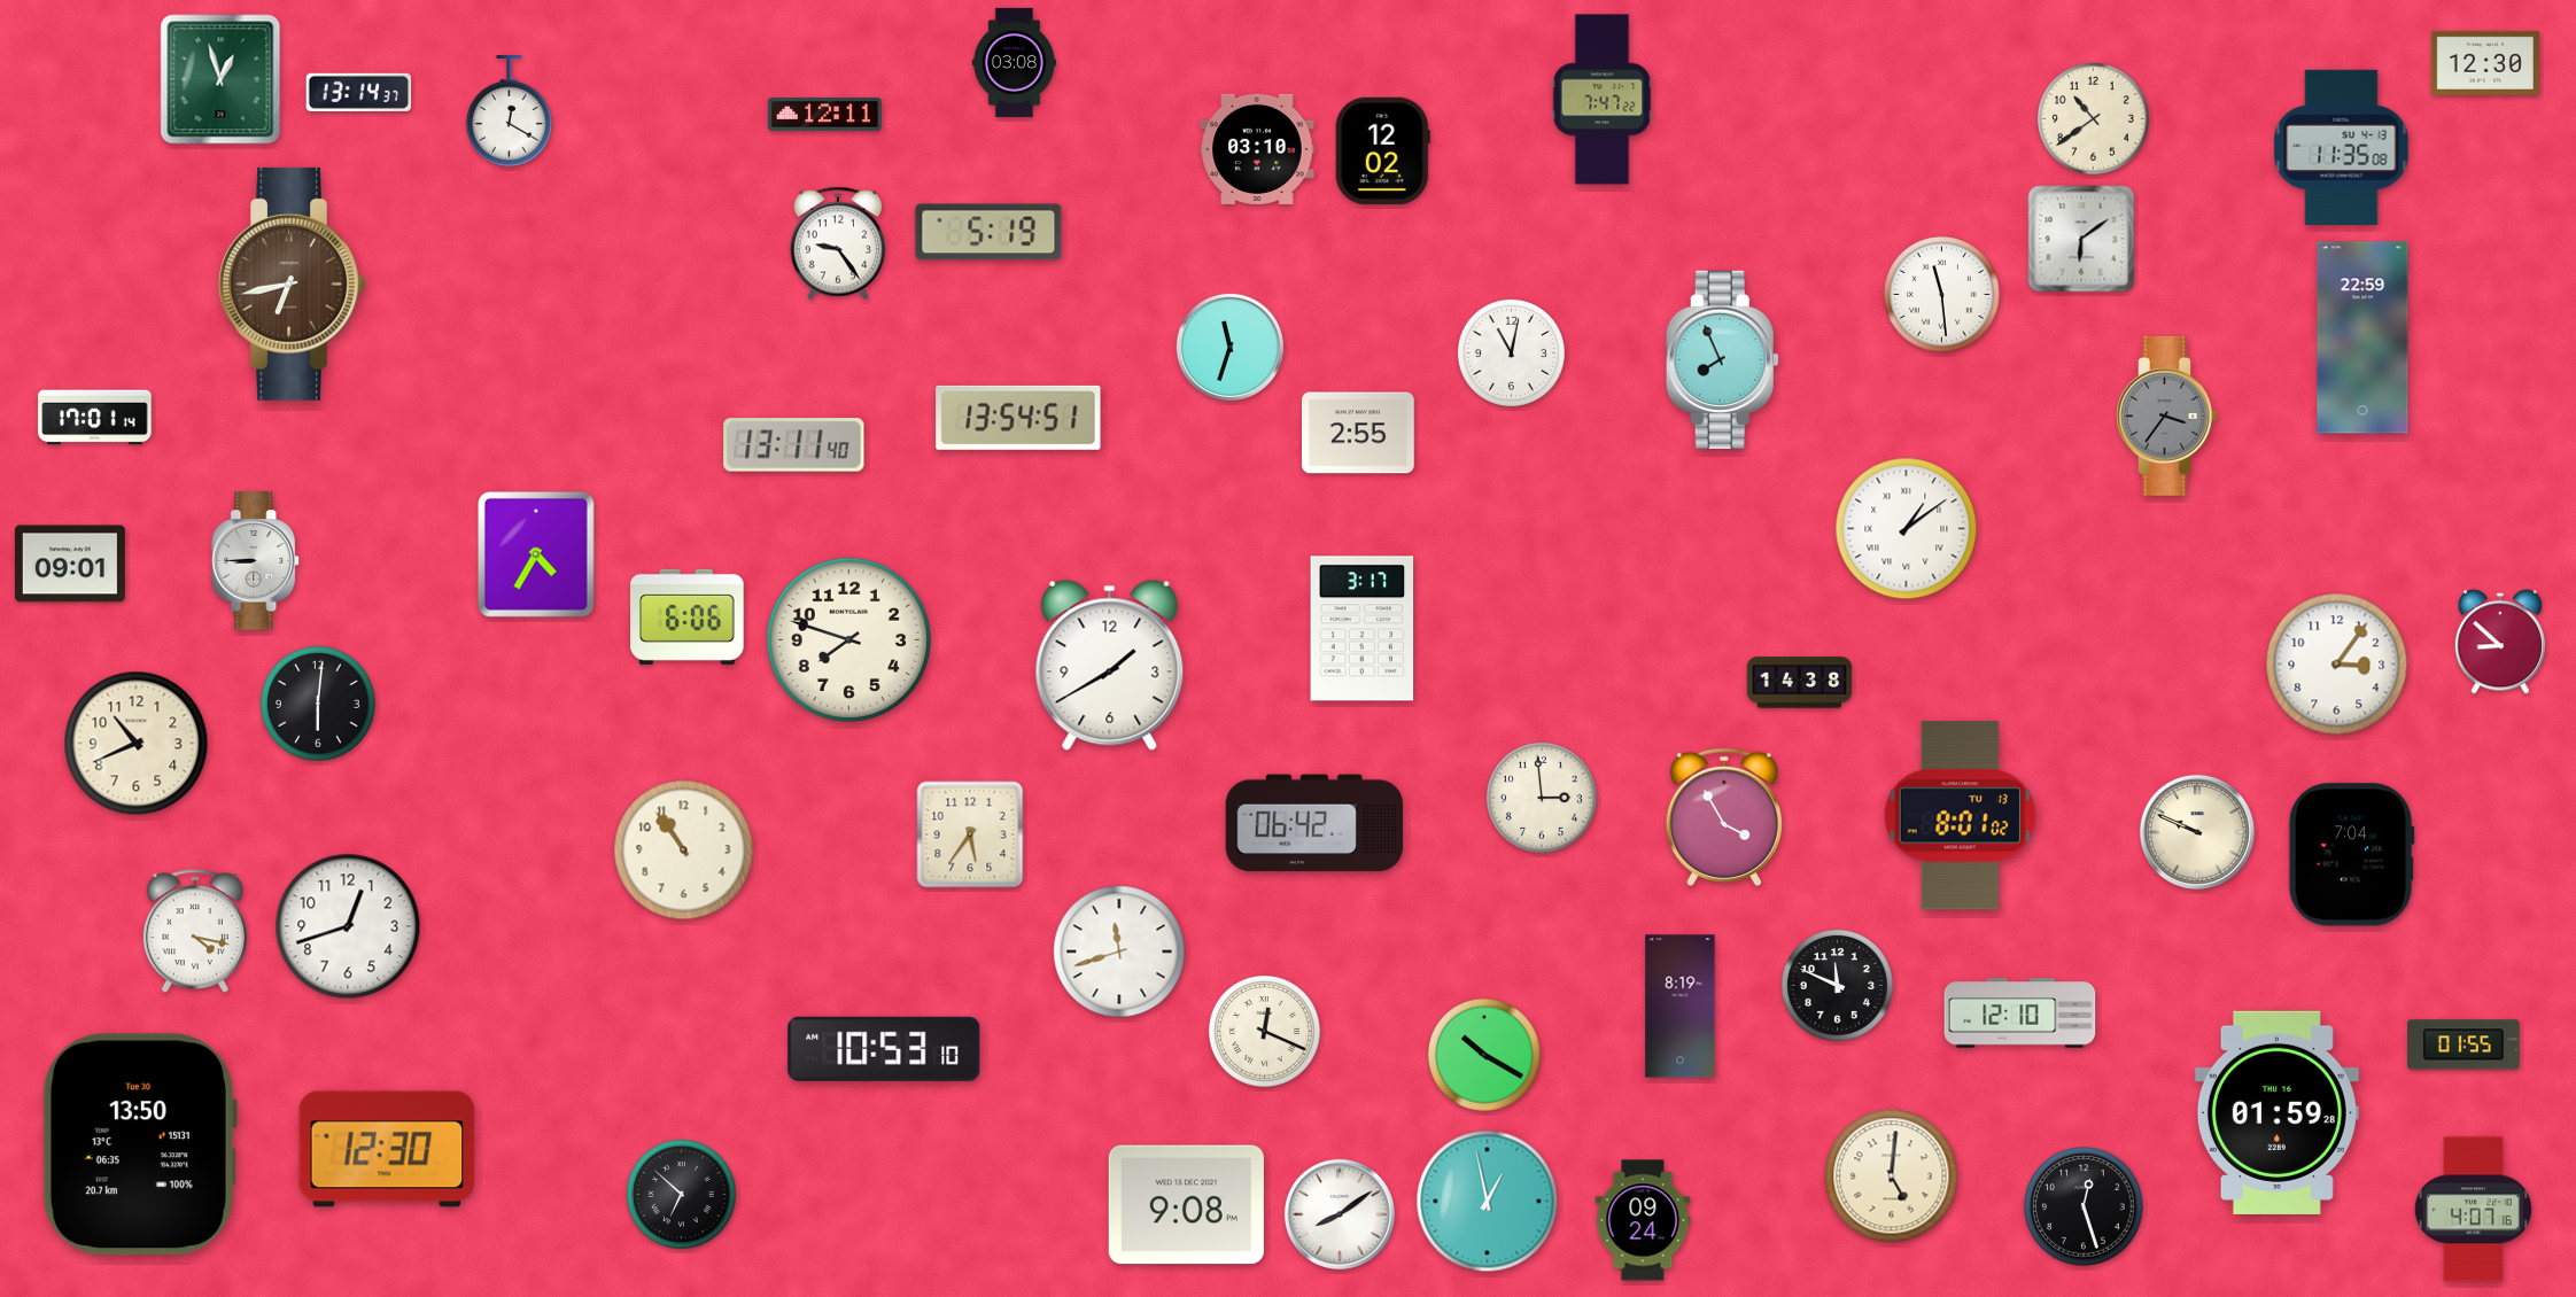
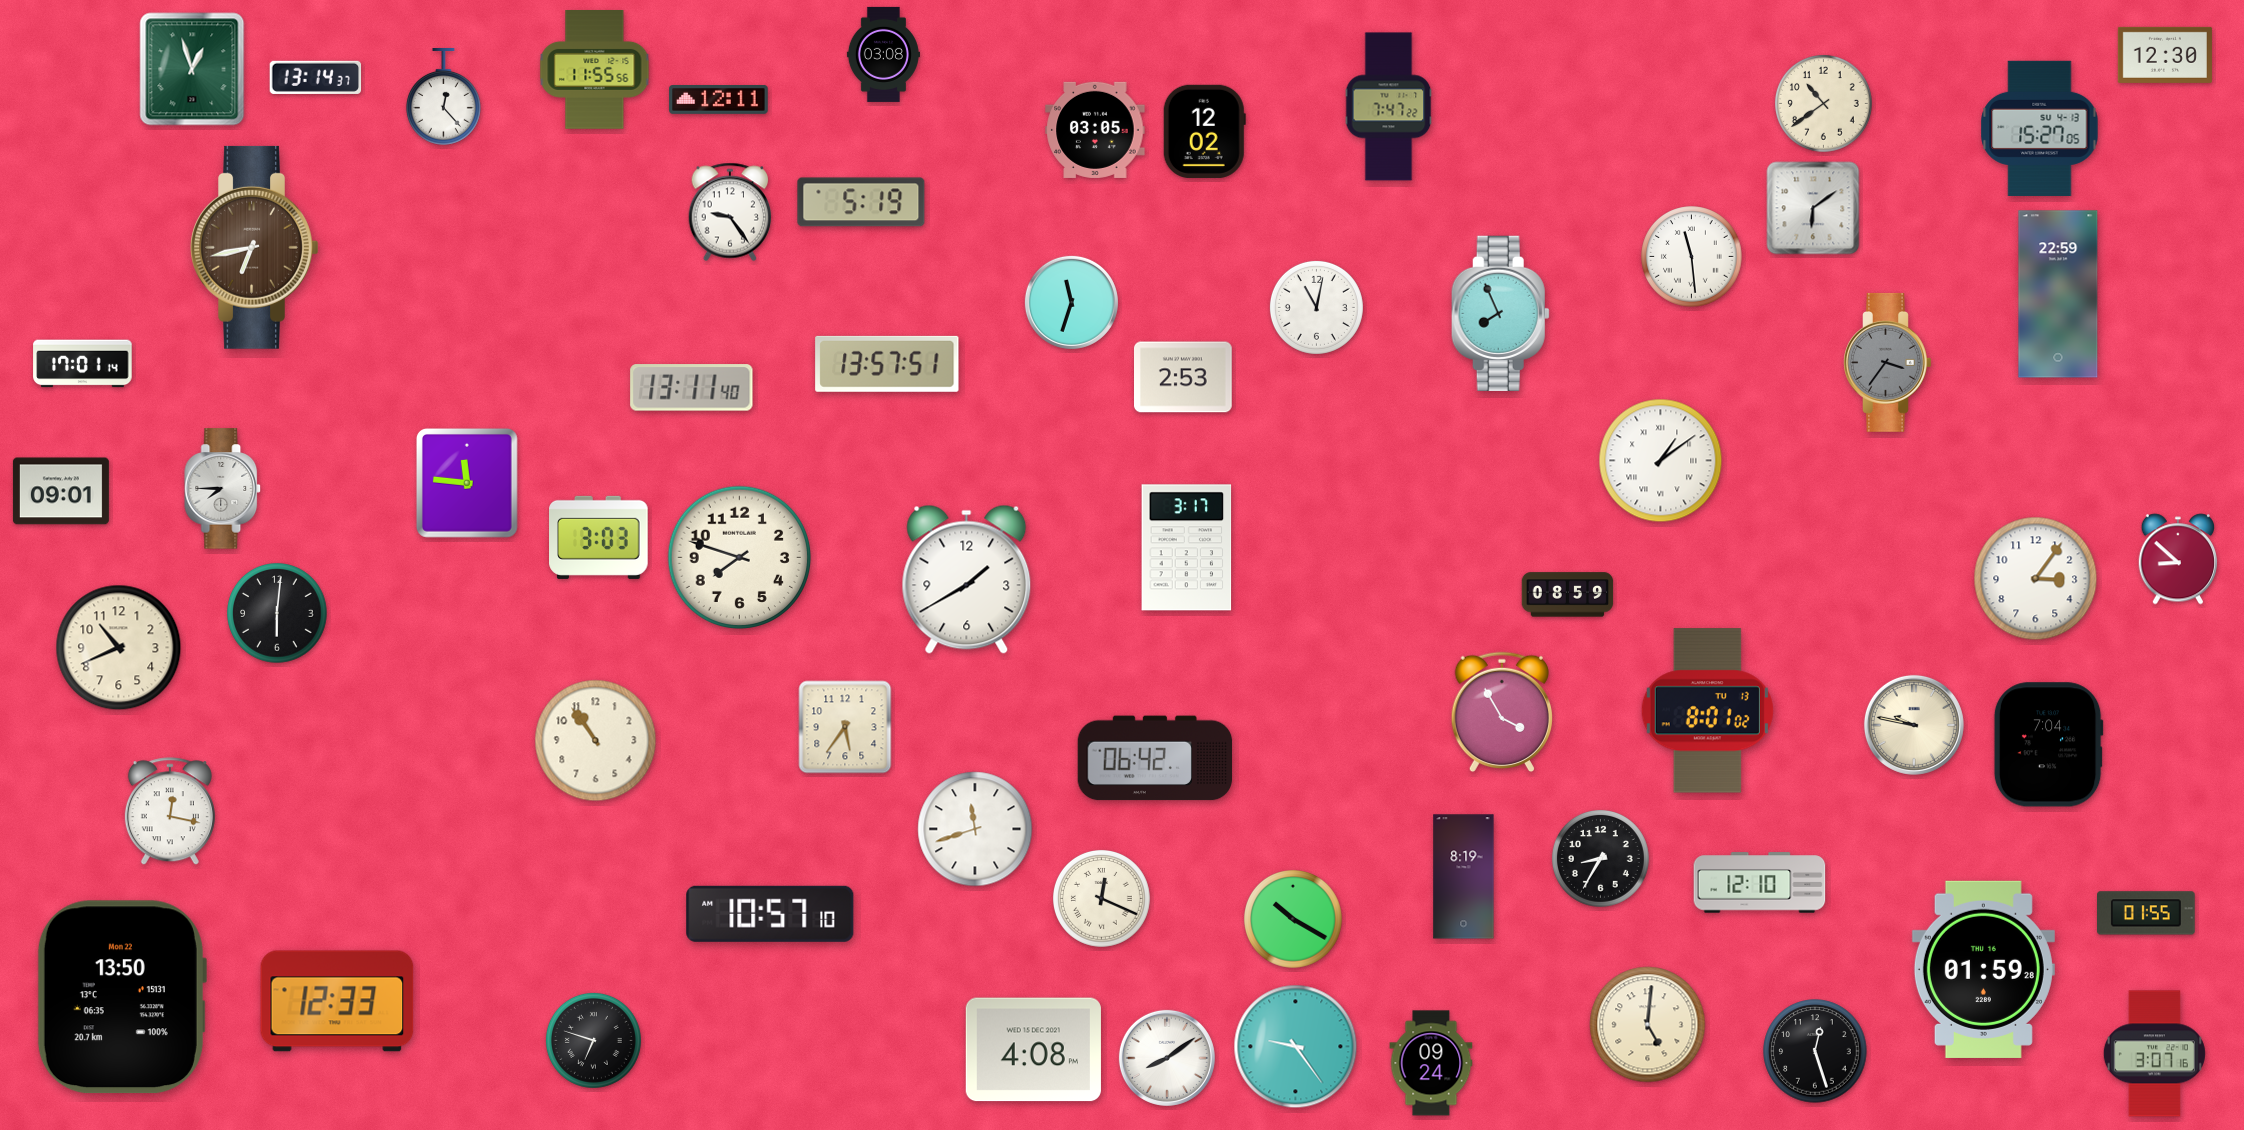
clock at (595, 70): none -> 11:55
clock at (359, 92) position: (359, 92) -> (316, 77)
clock at (1603, 100) position: (1603, 100) -> (1389, 107)
clock at (509, 111): 12:20 -> 12:23
clock at (2342, 147): 11:35 -> 15:27
clock at (1257, 149): 03:10 -> 03:05
clock at (1018, 418): 13:54 -> 13:57
clock at (1358, 433): 2:55 -> 2:53
clock at (536, 554): 4:35 -> 11:46
clock at (256, 561): 8:45 -> 7:45
clock at (688, 616): 6:06 -> 3:03
clock at (1800, 683): 14:38 -> 08:59
clock at (1542, 798): 2:59 -> none
clock at (1314, 823) position: (1314, 823) -> (1155, 758)
clock at (2197, 832): 9:49 -> 9:47
clock at (348, 926): 12:42 -> none
clock at (195, 932): 4:17 -> 12:17
clock at (1837, 985): 11:49 -> 8:35
clock at (2465, 1044) position: (2465, 1044) -> (2147, 913)
clock at (884, 1049): 10:53 -> 10:57
clock at (139, 1144) date: Tue 30 -> Mon 22
clock at (387, 1149): 12:30 -> 12:33
clock at (681, 1194): 6:52 -> 6:48
clock at (1488, 1202): 12:58 -> 9:24
clock at (1186, 1205): 9:08 -> 4:08
clock at (2473, 1210): 4:07 -> 3:07
